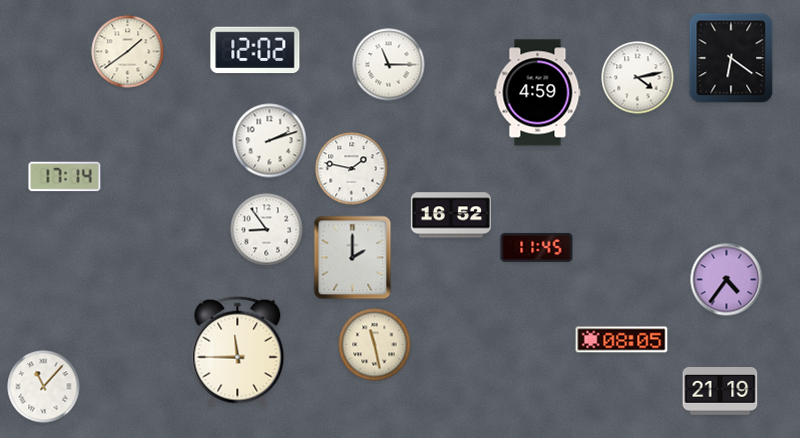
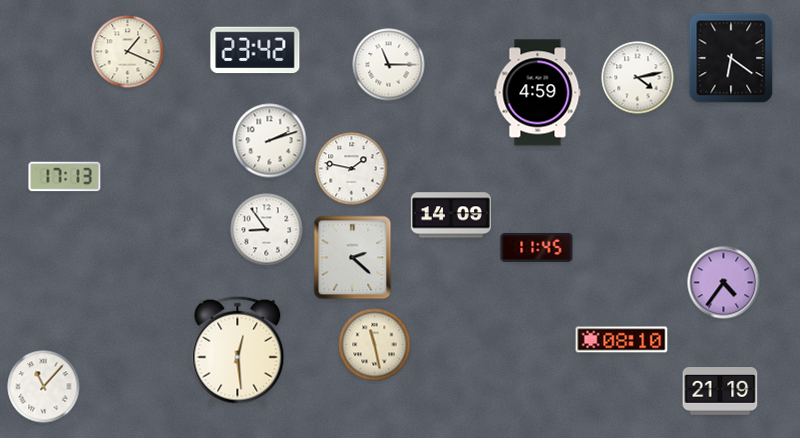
clock at (255, 50): 12:02 -> 23:42
clock at (128, 52): 1:39 -> 1:19
clock at (65, 177): 17:14 -> 17:13
clock at (451, 215): 16:52 -> 14:09
clock at (353, 258): 2:00 -> 2:22
clock at (727, 280) position: (727, 280) -> (724, 283)
clock at (622, 340): 08:05 -> 08:10
clock at (238, 351): 11:45 -> 12:29
